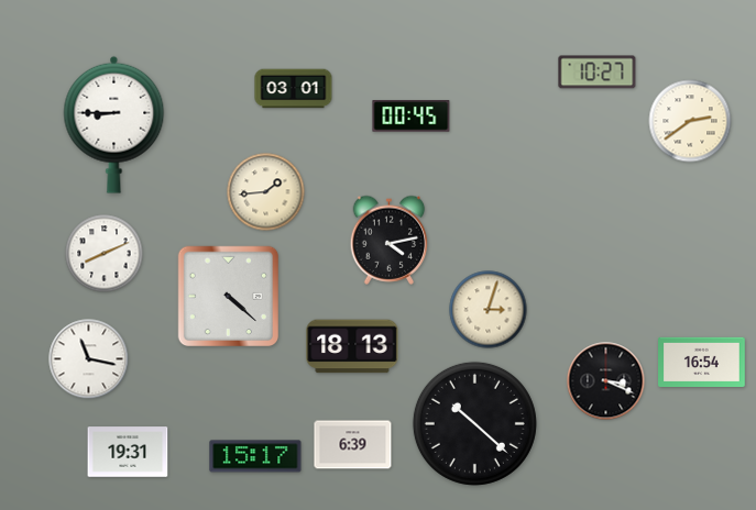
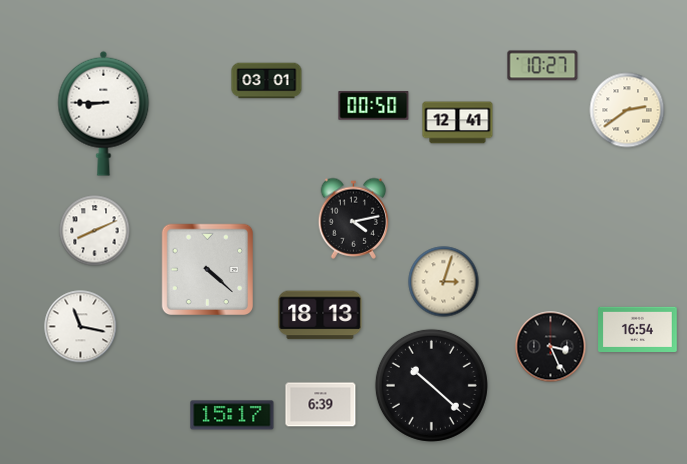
clock at (412, 117): 00:45 -> 00:50
clock at (458, 123): none -> 12:41
clock at (266, 192): 1:44 -> none
clock at (606, 381): 3:19 -> 3:26
clock at (128, 452): 19:31 -> none
